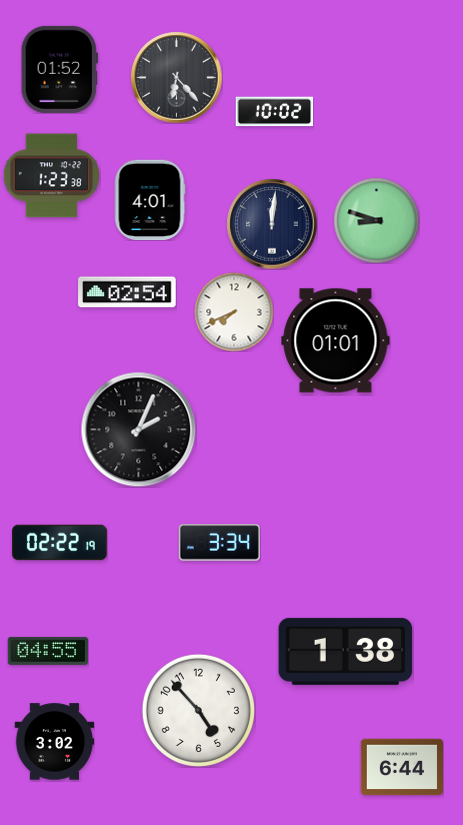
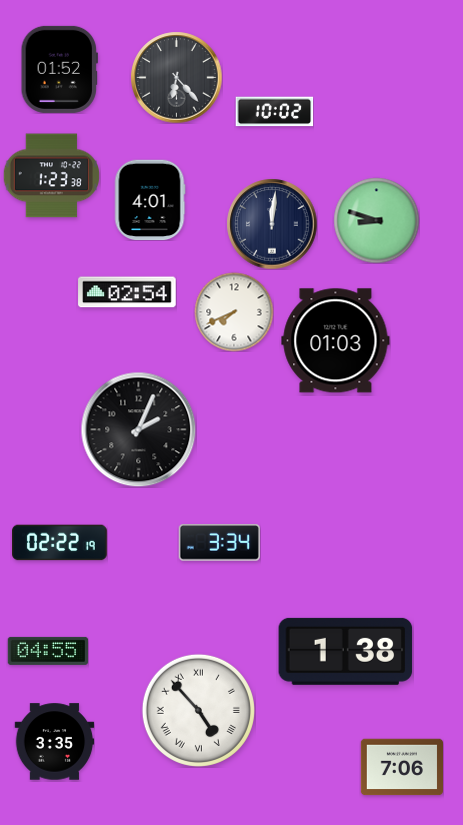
clock at (336, 341): 01:01 -> 01:03
clock at (198, 710) numerals: Arabic -> Roman
clock at (54, 742): 3:02 -> 3:35
clock at (401, 767): 6:44 -> 7:06
